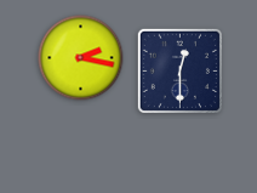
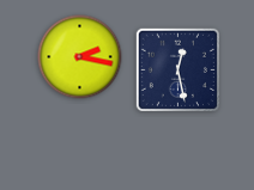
clock at (179, 70): 12:30 -> 12:28
